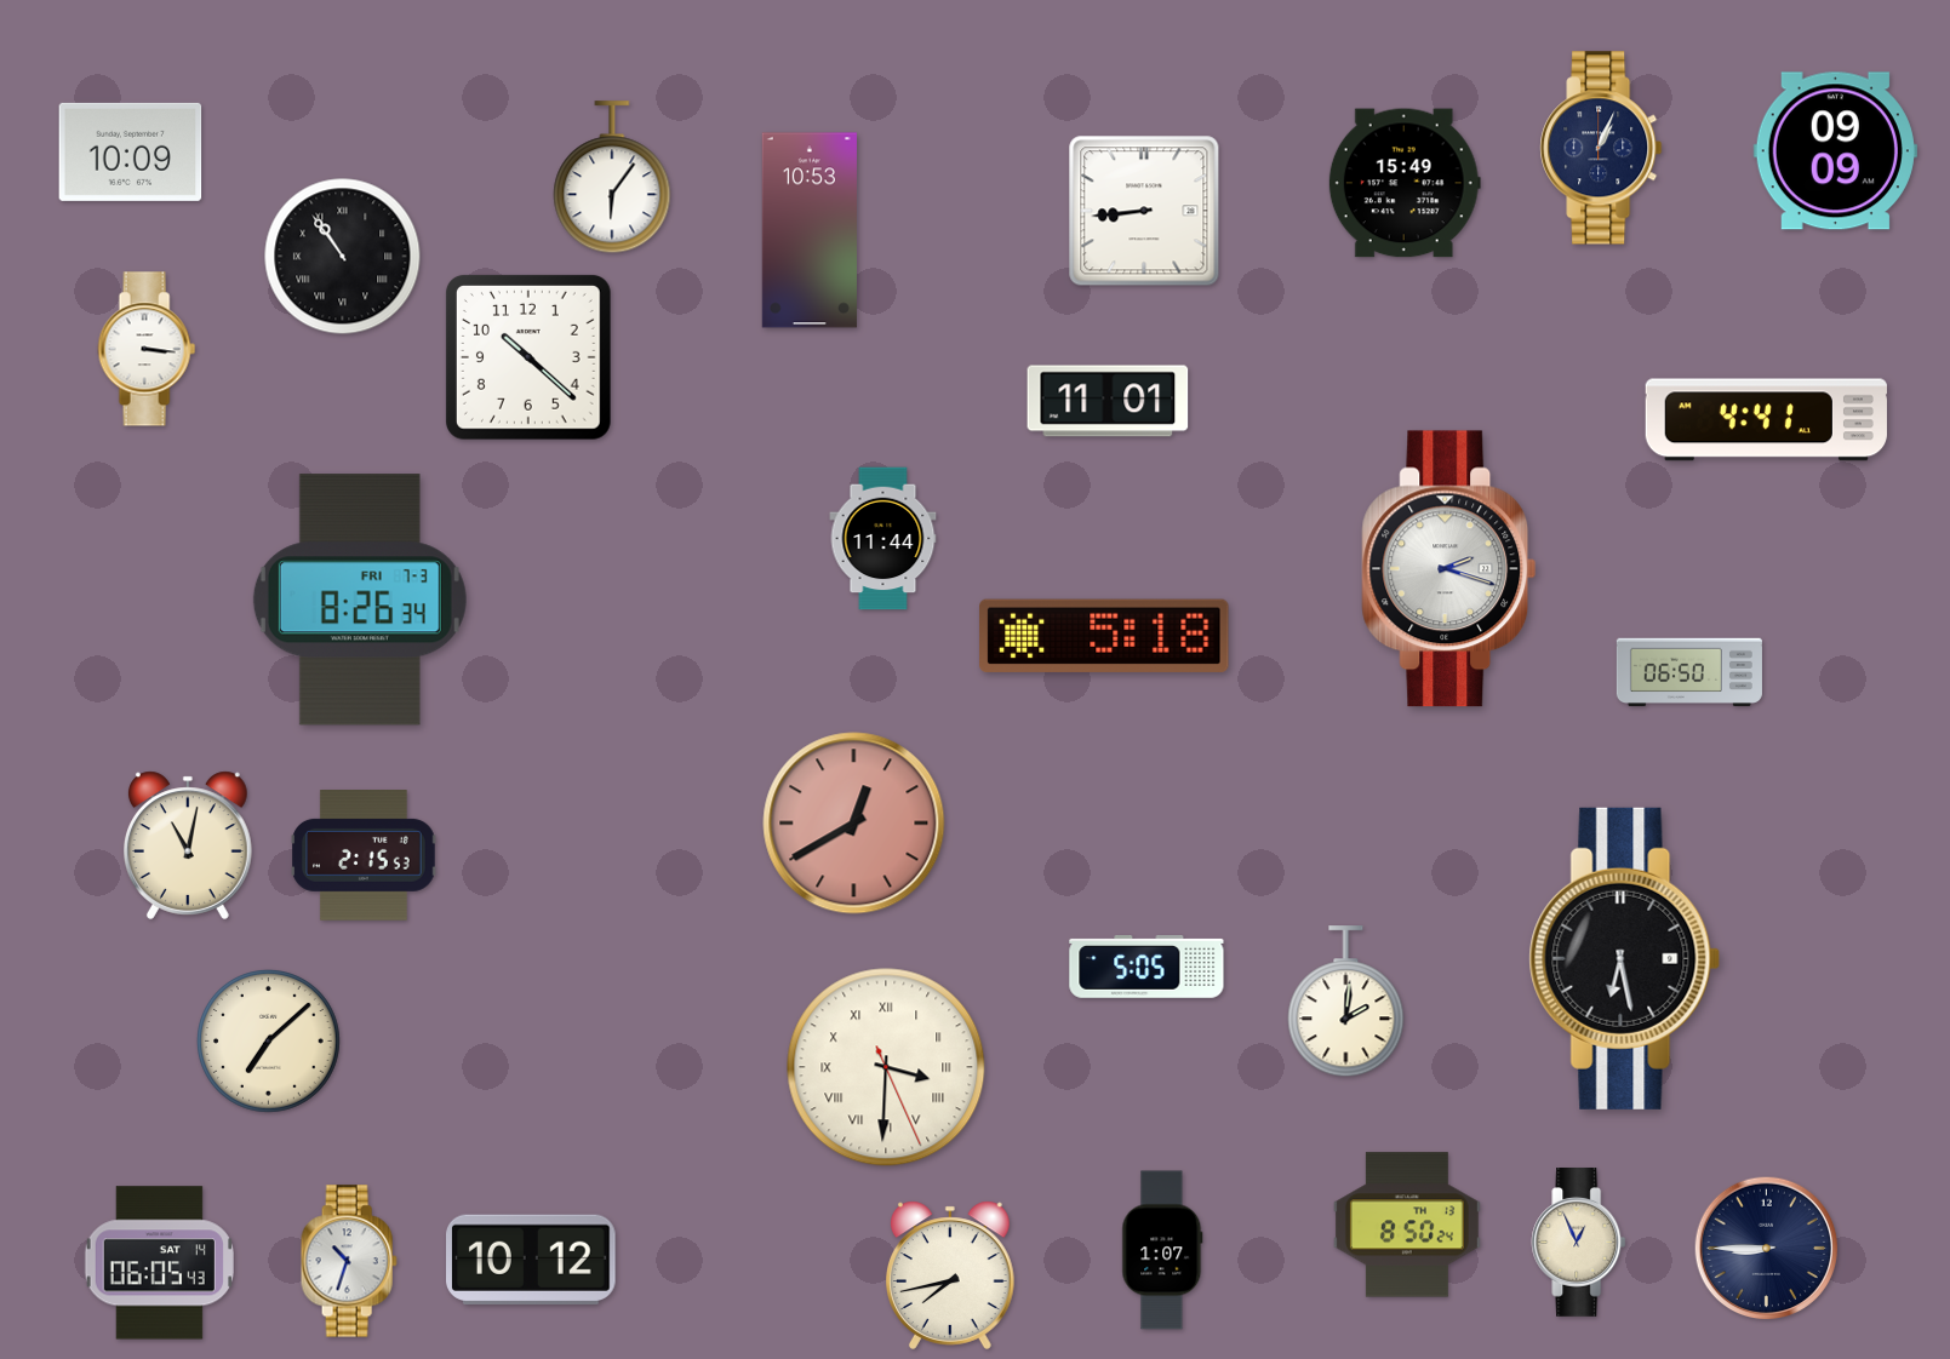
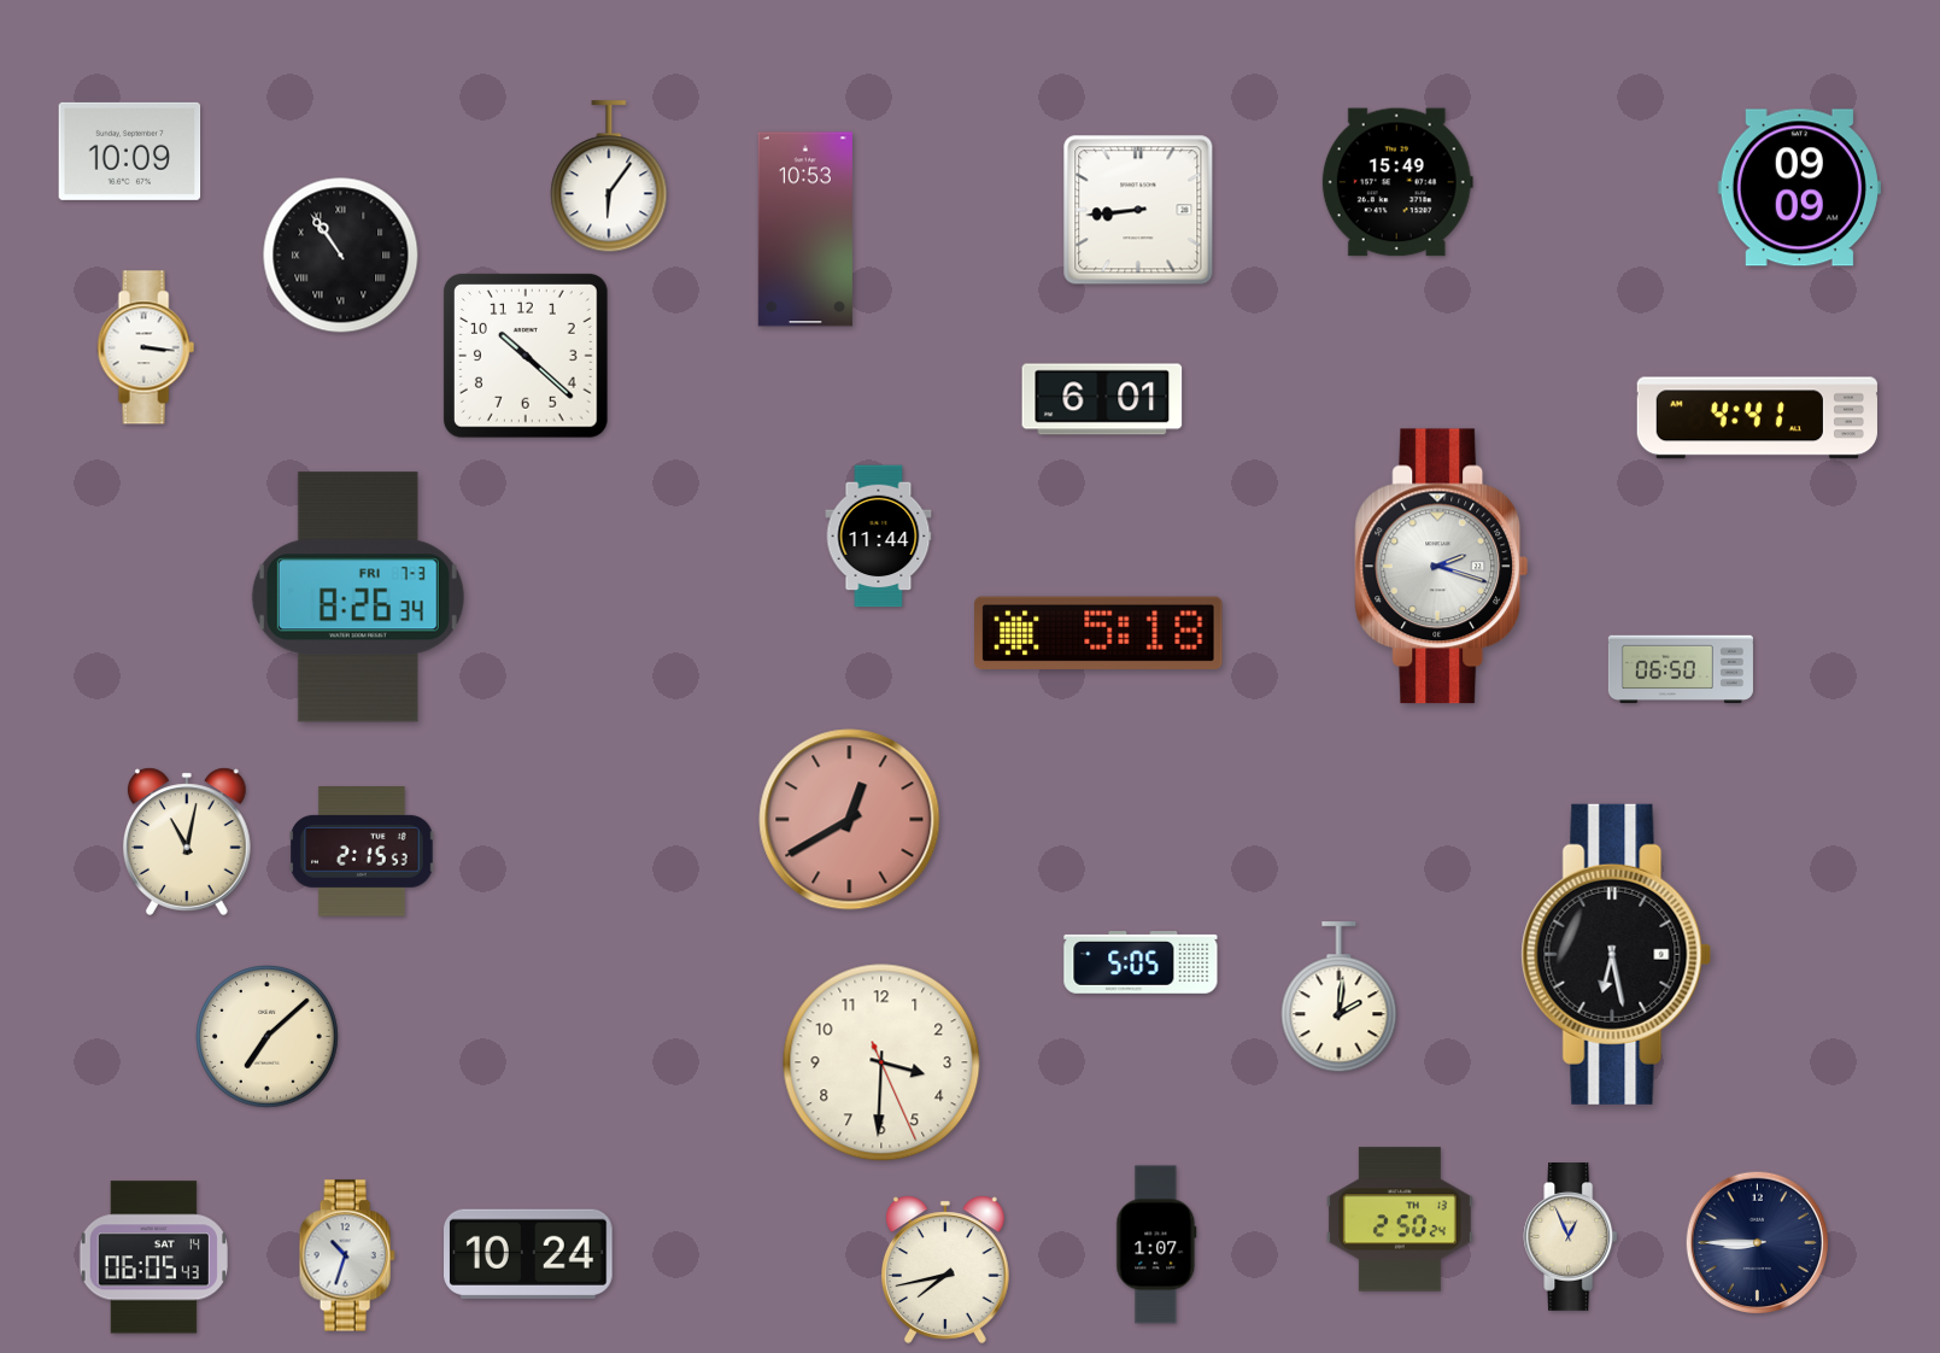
clock at (1601, 148): 1:04 -> none
clock at (1835, 151) position: (1835, 151) -> (1799, 188)
clock at (1108, 401): 11:01 -> 6:01
clock at (886, 1067) numerals: Roman -> Arabic
clock at (1407, 1225): 8:50 -> 2:50
clock at (532, 1260): 10:12 -> 10:24
clock at (159, 1263) position: (159, 1263) -> (153, 1258)
